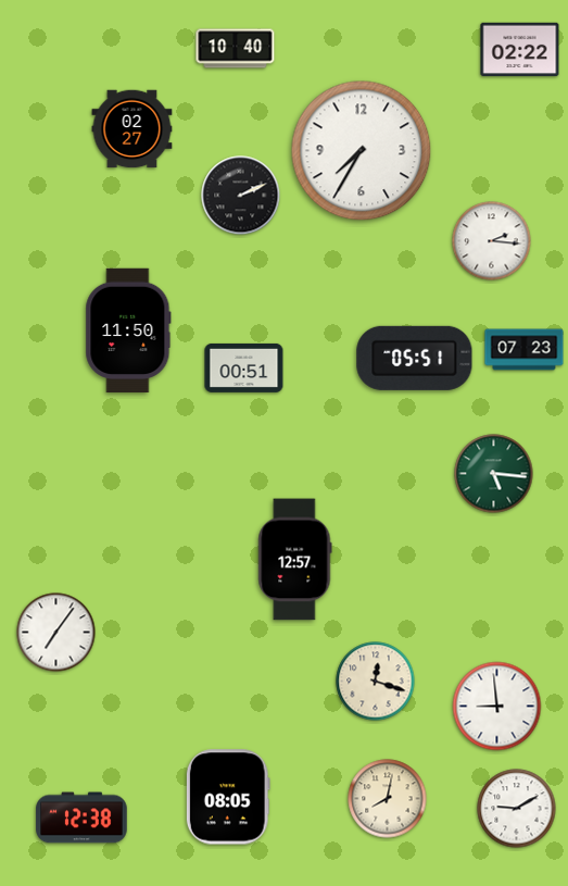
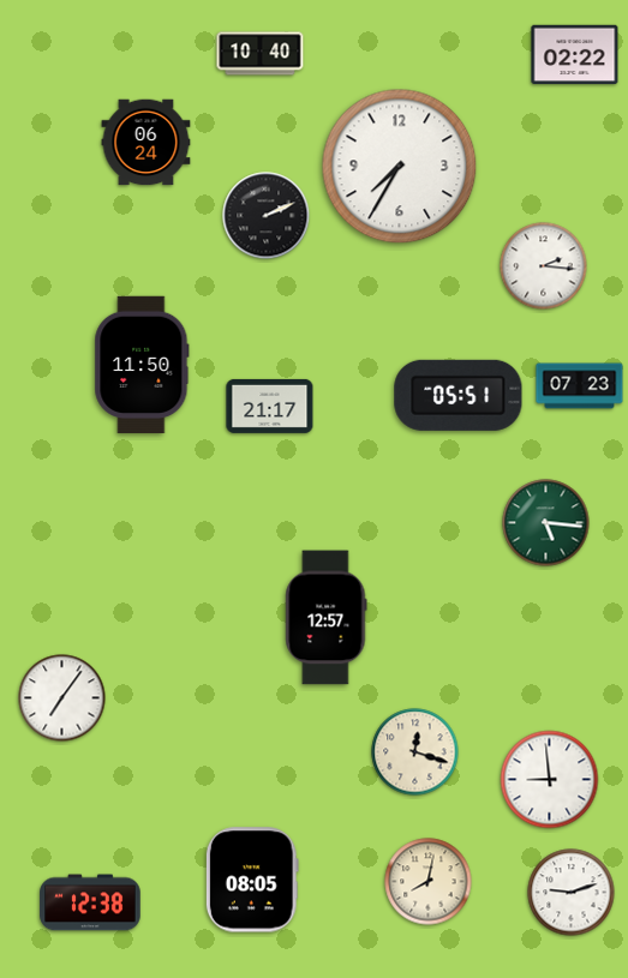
clock at (132, 129): 02:27 -> 06:24
clock at (244, 367): 00:51 -> 21:17
clock at (517, 809): 9:10 -> 9:12
